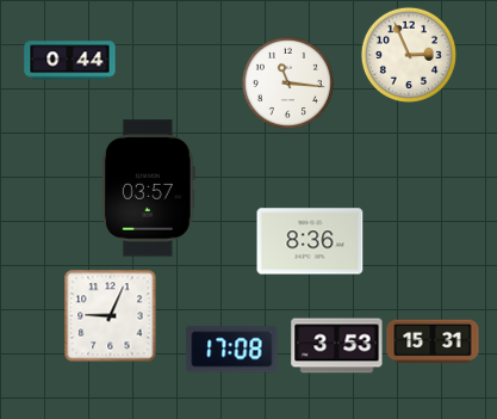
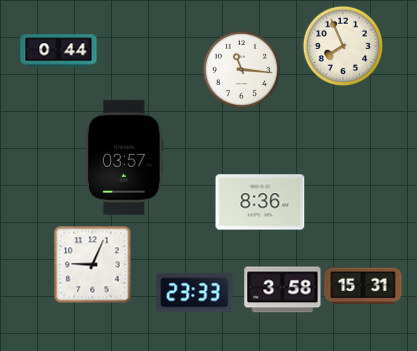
clock at (408, 54): 2:56 -> 7:56
clock at (337, 346): 3:53 -> 3:58
clock at (232, 350): 17:08 -> 23:33
